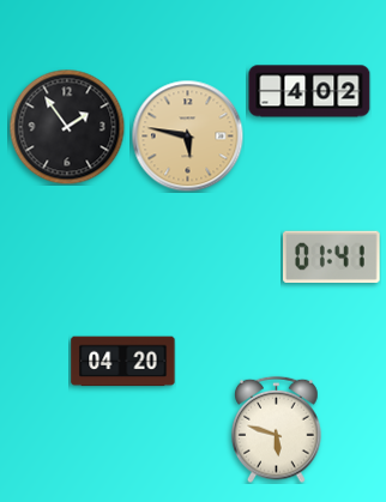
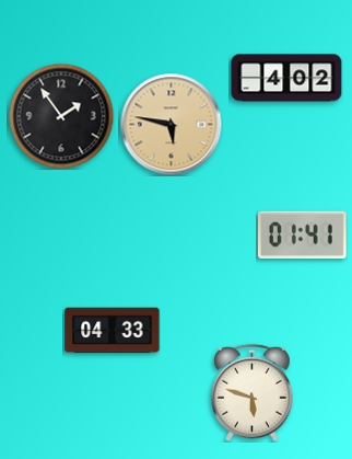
clock at (309, 91) position: (309, 91) -> (286, 78)
clock at (123, 362): 04:20 -> 04:33
